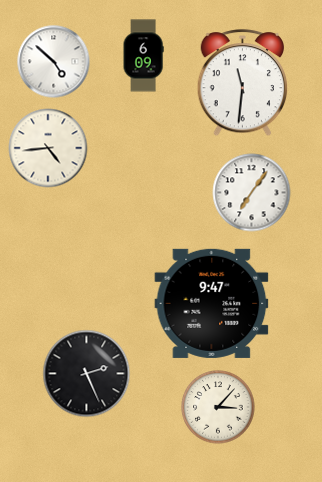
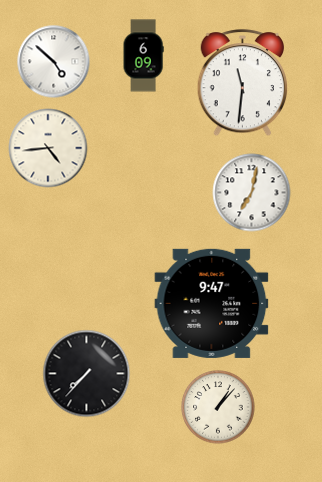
clock at (252, 193): 7:06 -> 7:02
clock at (87, 374): 2:26 -> 7:37
clock at (218, 407): 3:07 -> 1:07
